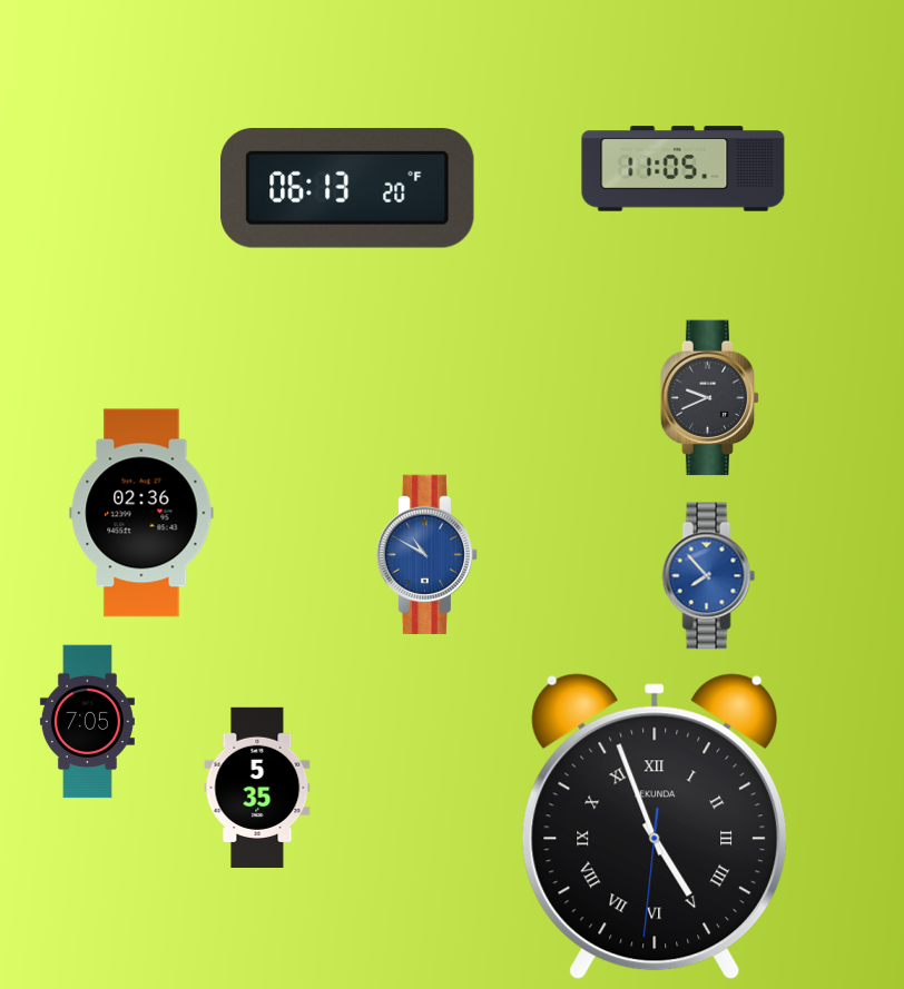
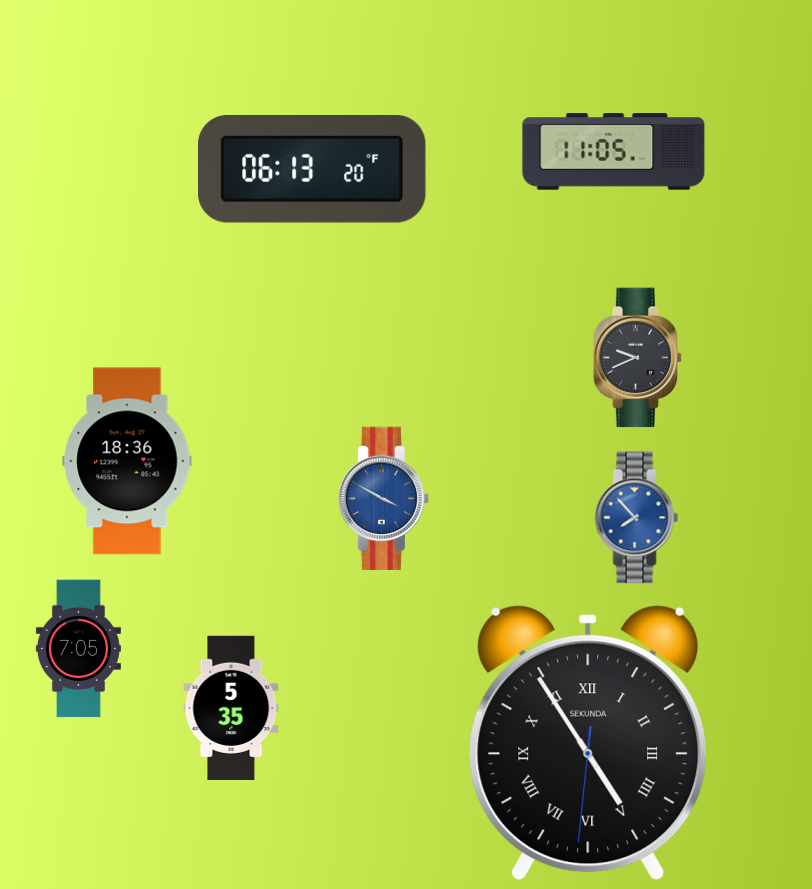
clock at (141, 513): 02:36 -> 18:36
clock at (426, 554): 10:50 -> 3:50
clock at (655, 827): 4:56 -> 4:54
